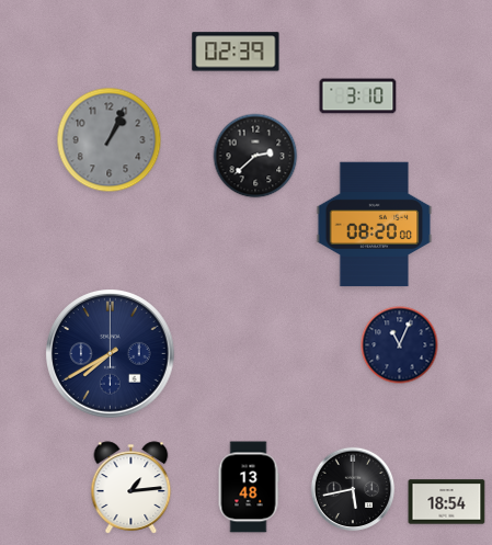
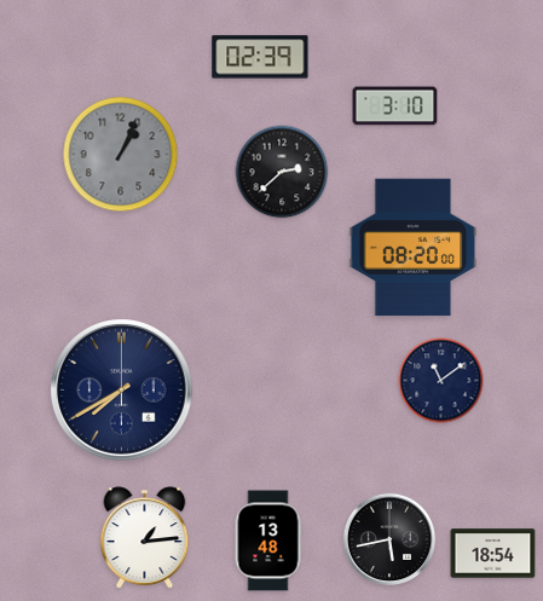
clock at (400, 345): 11:04 -> 11:09
clock at (249, 487) position: (249, 487) -> (268, 541)
